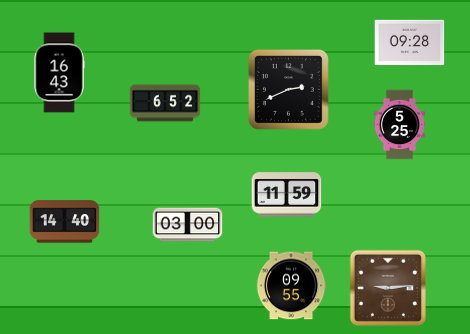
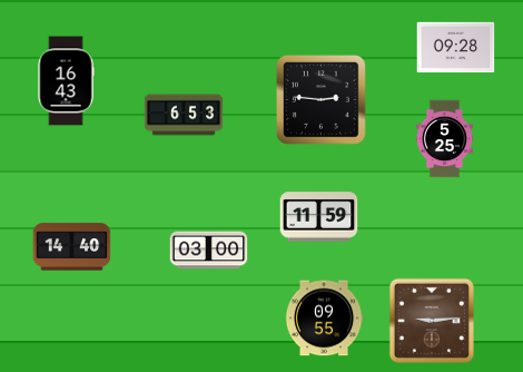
clock at (288, 90): 2:41 -> 2:46
clock at (165, 103): 6:52 -> 6:53
